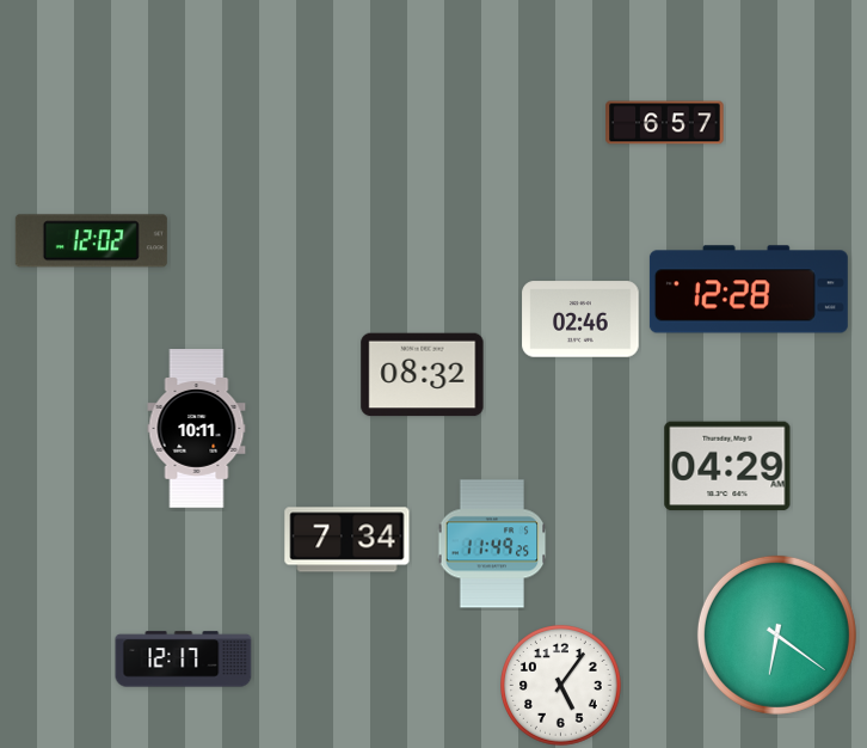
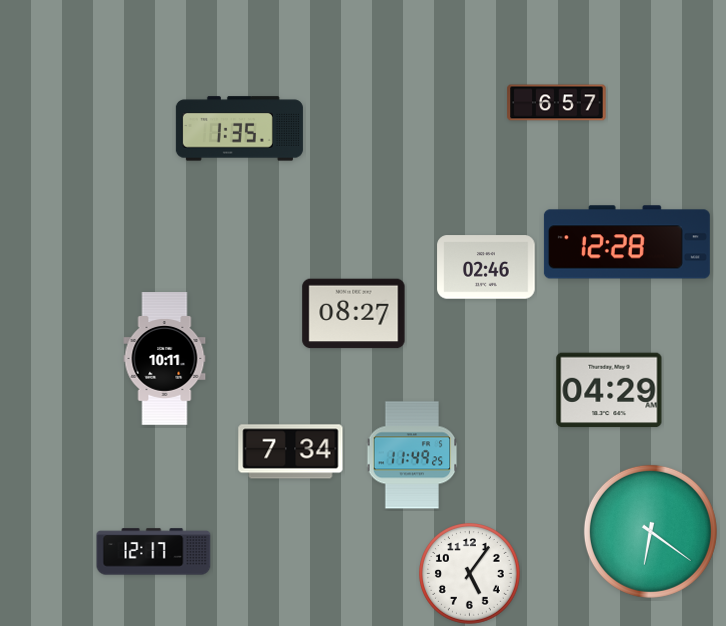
clock at (239, 129): none -> 1:35
clock at (91, 241): 12:02 -> none
clock at (423, 375): 08:32 -> 08:27
